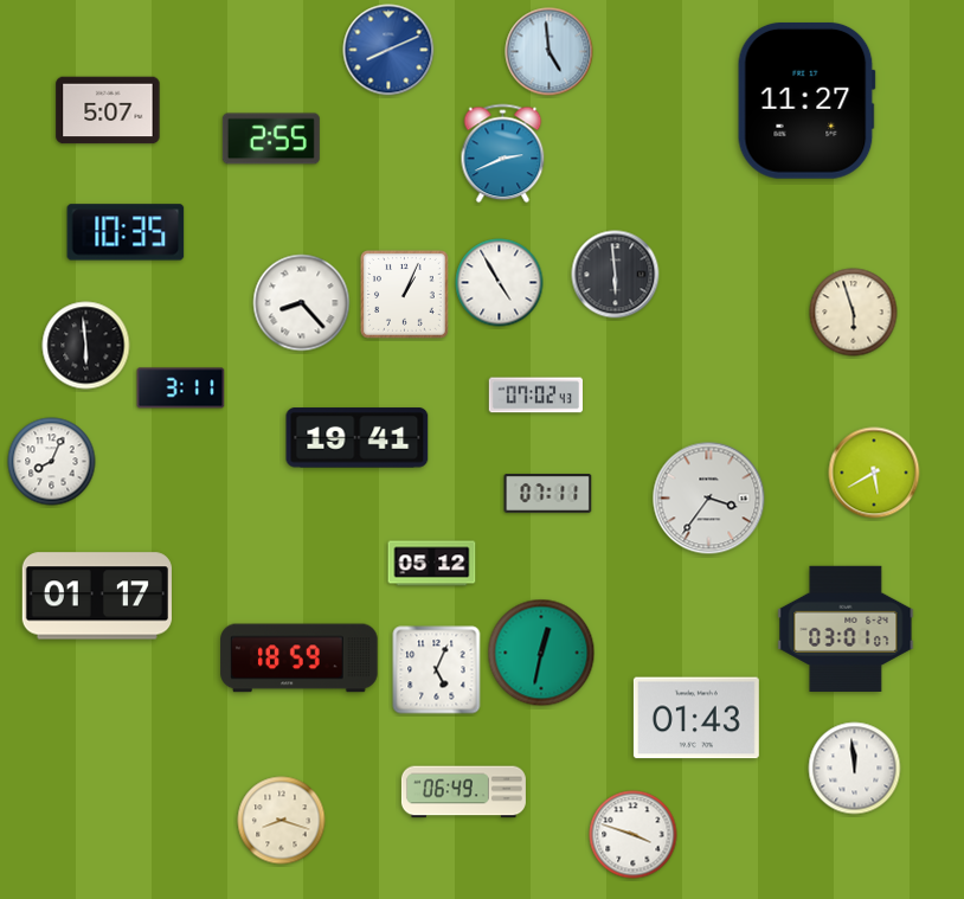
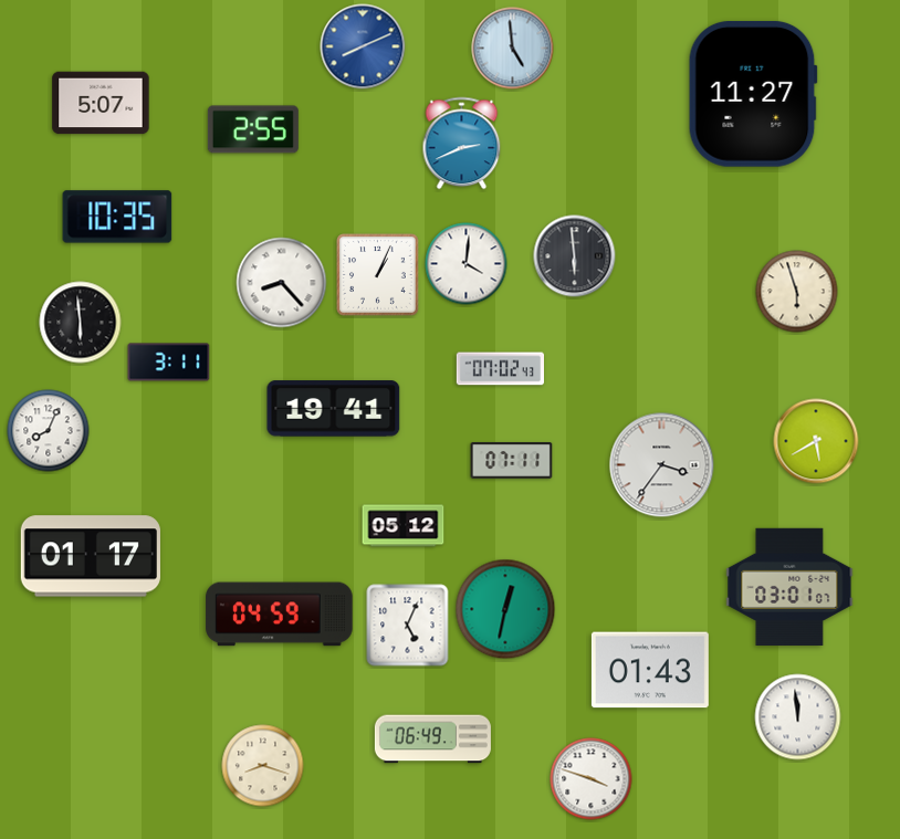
clock at (503, 154) position: (503, 154) -> (462, 144)
clock at (500, 283): 4:55 -> 4:01
clock at (300, 659): 18:59 -> 04:59
